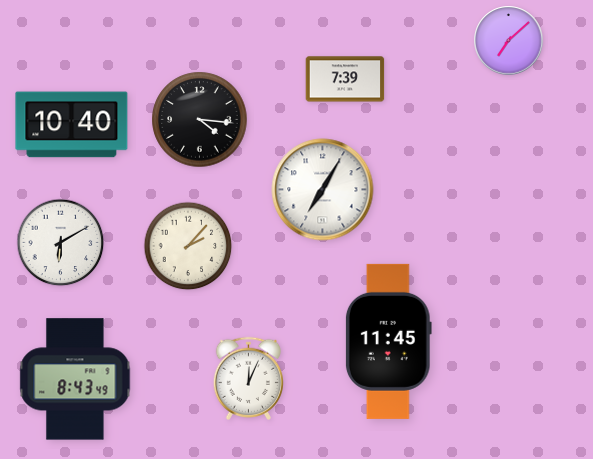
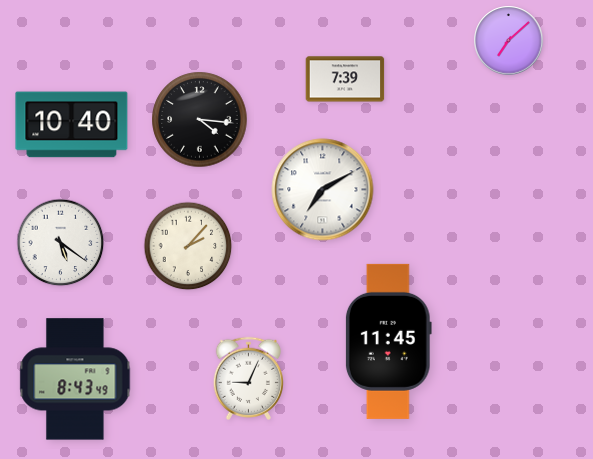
clock at (323, 190): 7:05 -> 7:10
clock at (61, 243): 6:10 -> 5:21
clock at (248, 378): 12:04 -> 9:04
